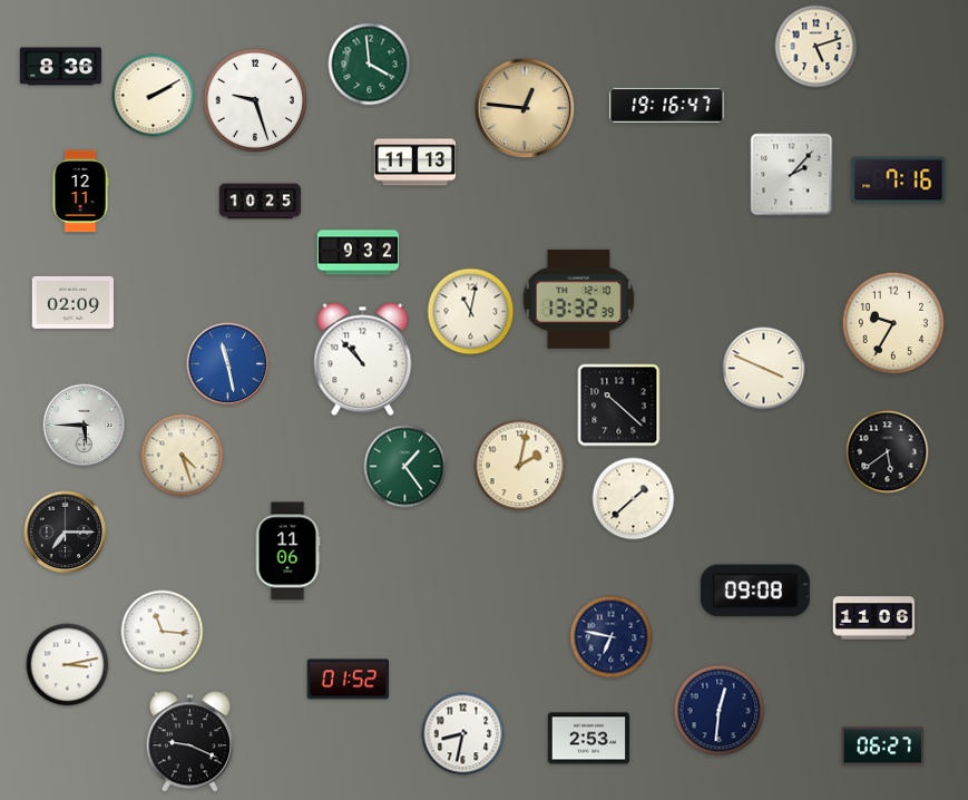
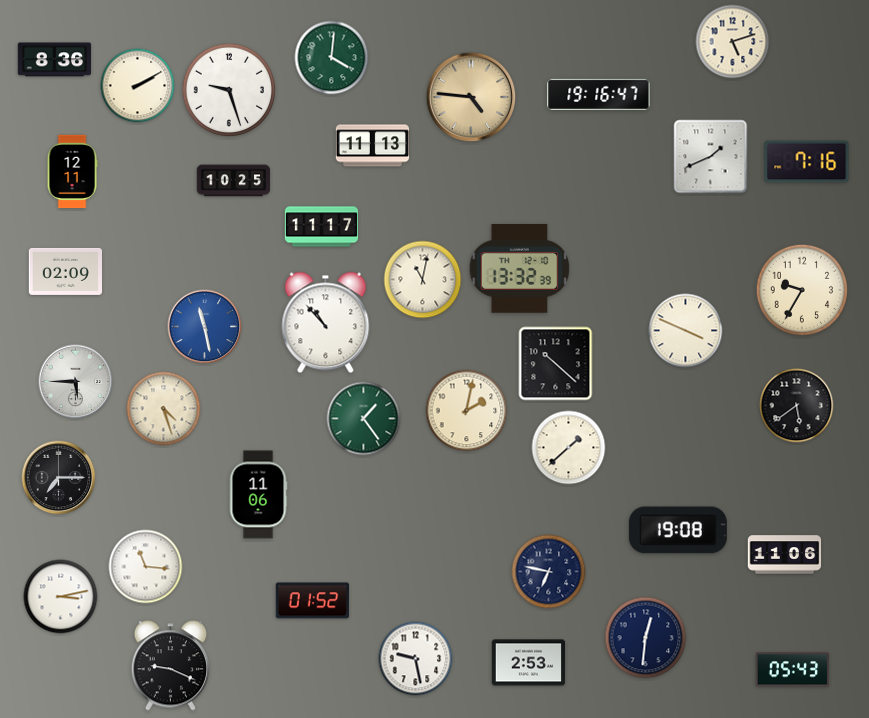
clock at (370, 65): 3:59 -> 4:01
clock at (525, 108): 12:46 -> 4:46
clock at (792, 175): 2:07 -> 1:41
clock at (359, 253): 9:32 -> 11:17
clock at (520, 466) position: (520, 466) -> (467, 411)
clock at (755, 591): 09:08 -> 19:08
clock at (348, 680) position: (348, 680) -> (312, 601)
clock at (463, 734): 8:32 -> 9:28
clock at (883, 747): 06:27 -> 05:43
